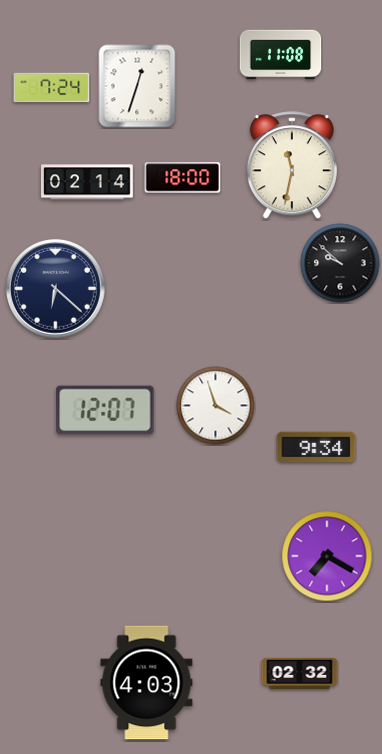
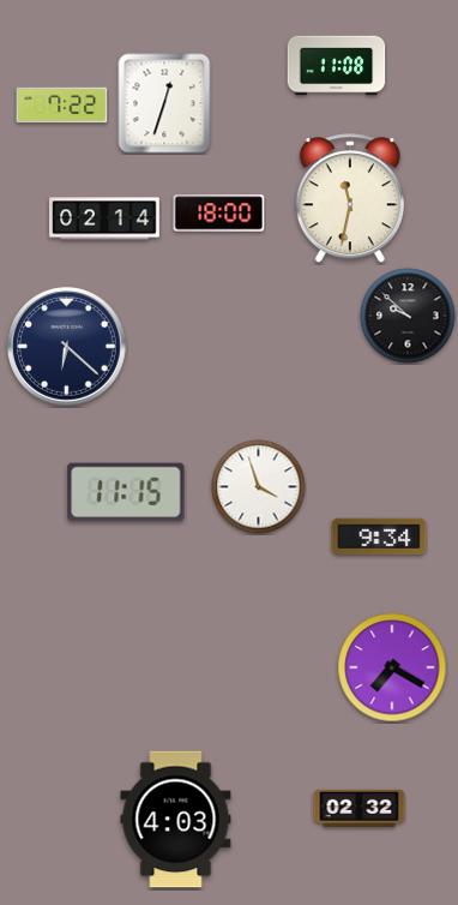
clock at (52, 88): 7:24 -> 7:22
clock at (105, 410): 12:07 -> 11:15
